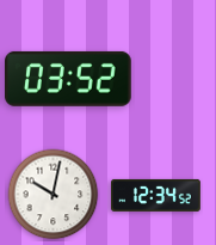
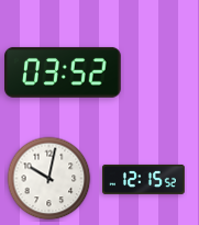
clock at (156, 195): 12:34 -> 12:15
